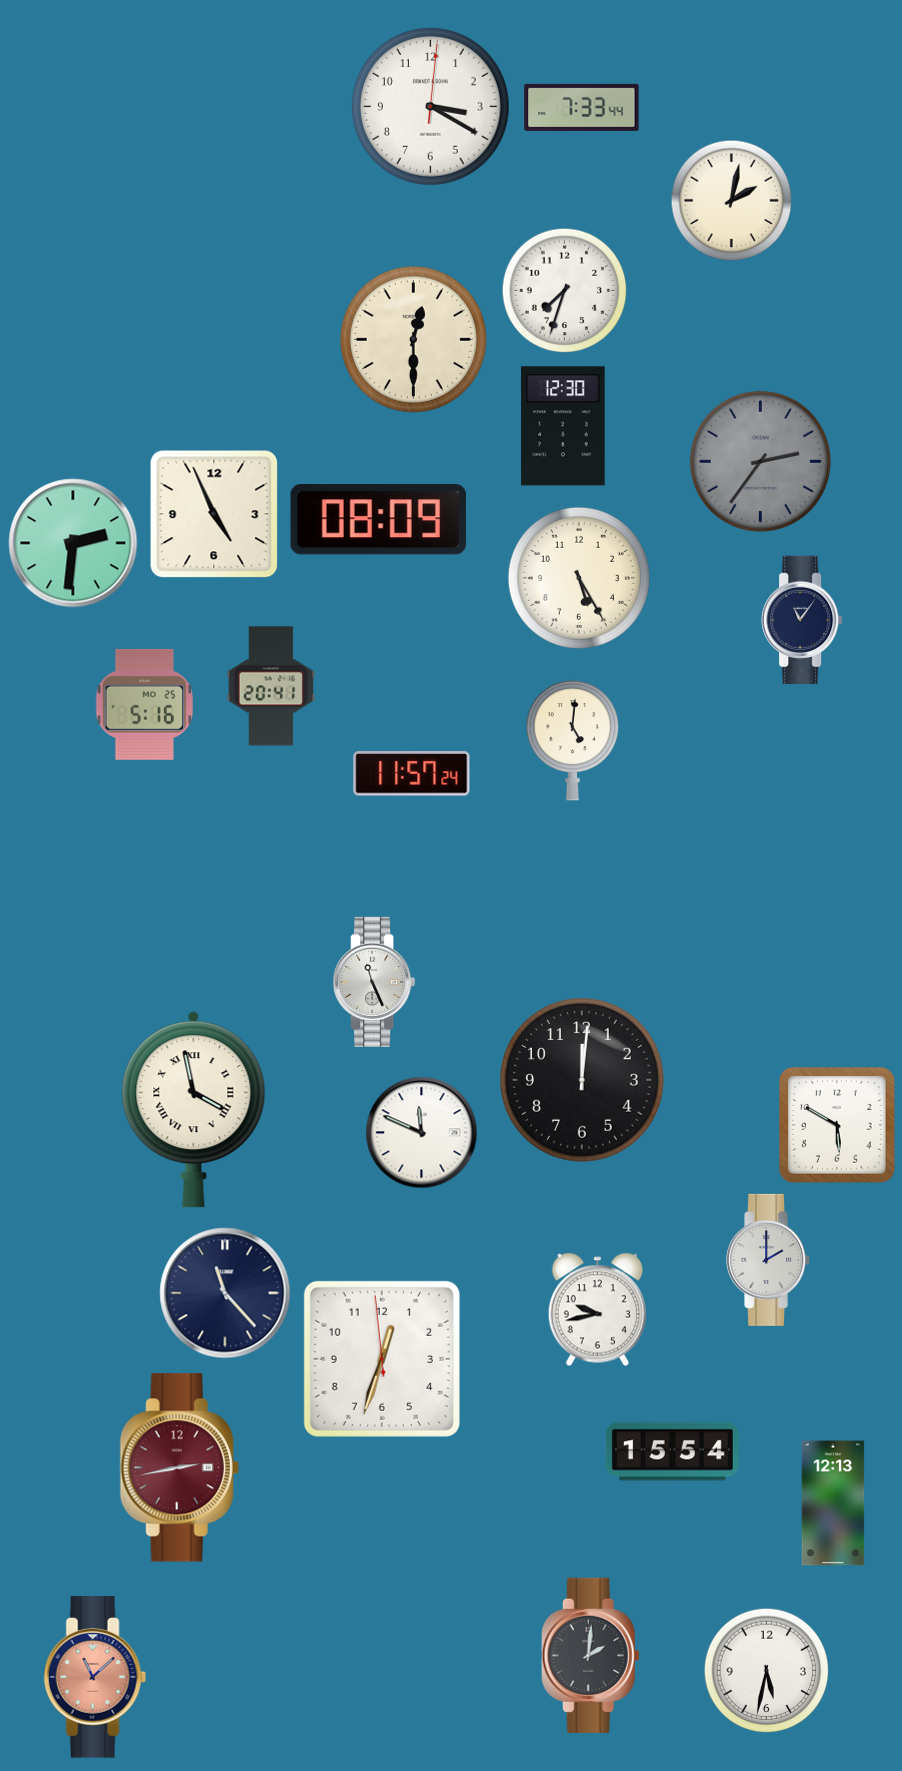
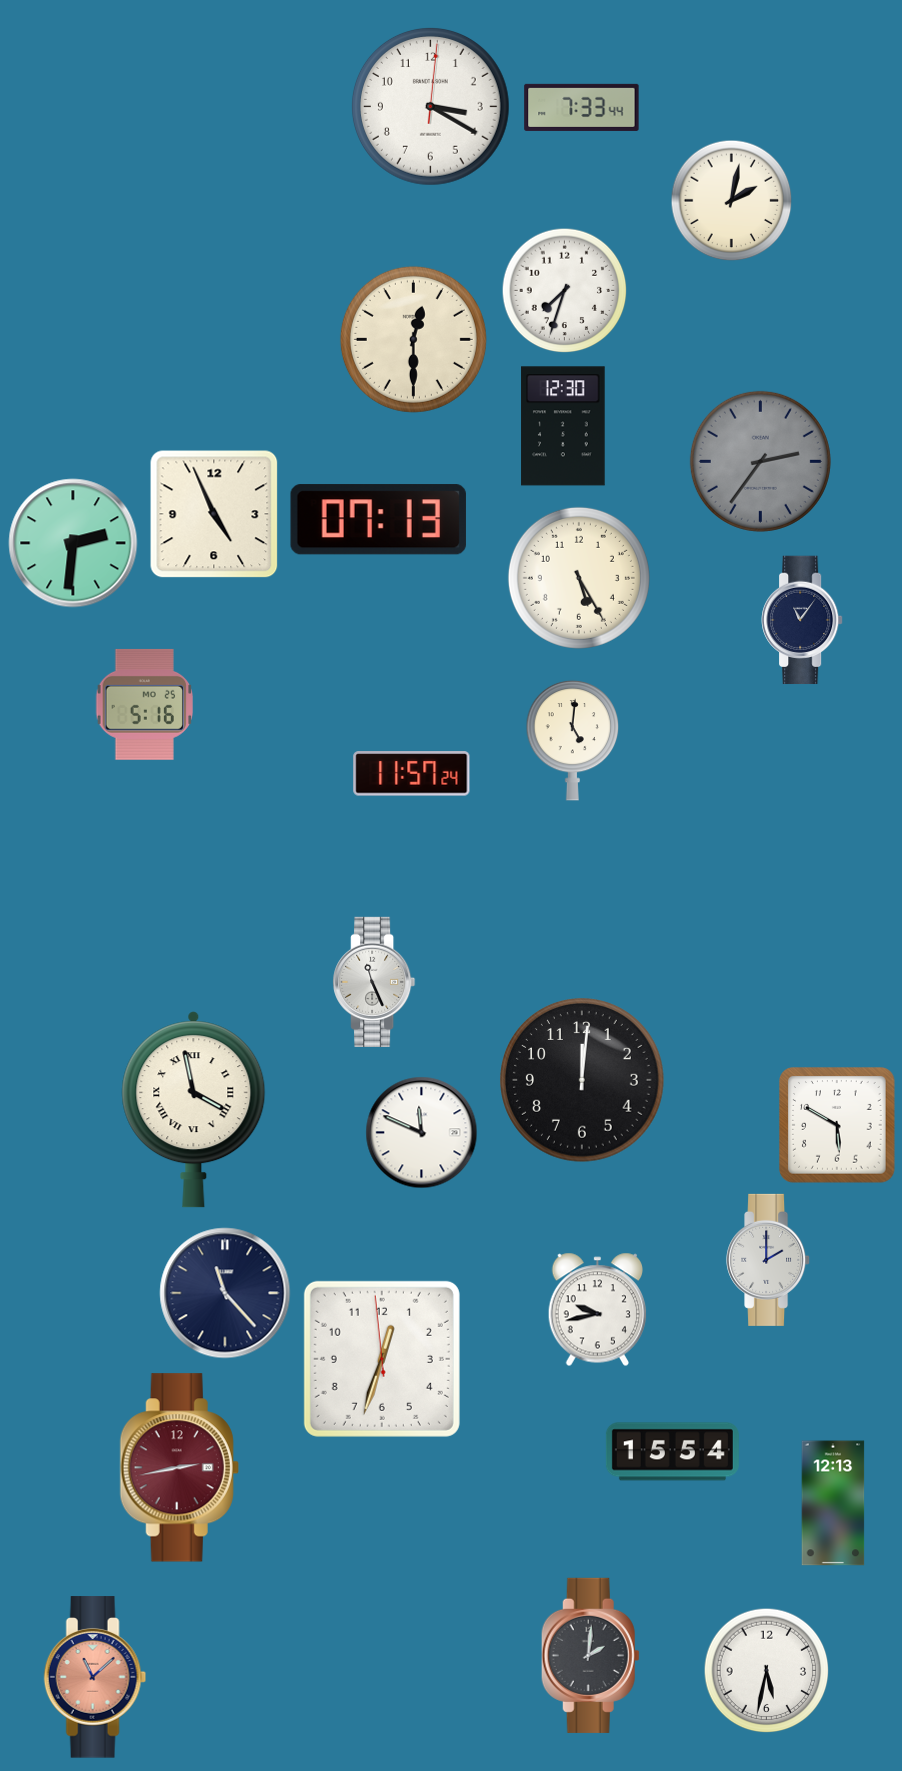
clock at (378, 520): 08:09 -> 07:13
clock at (271, 686): 20:41 -> none
